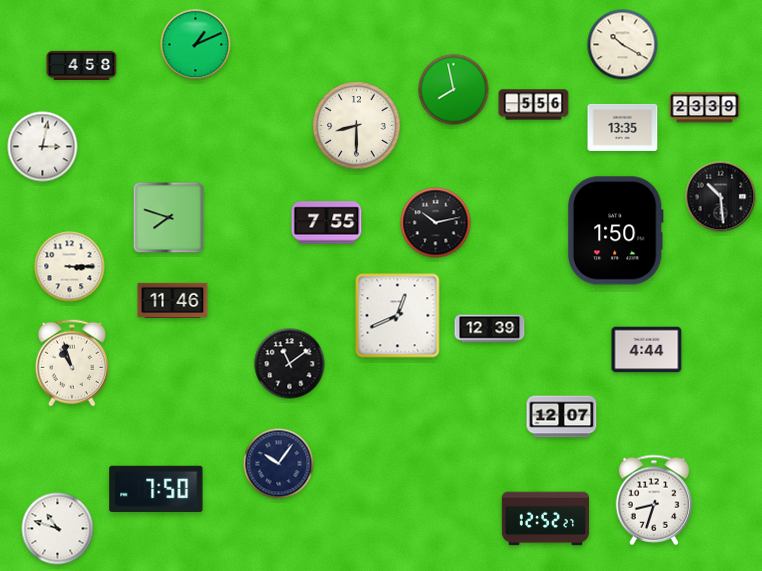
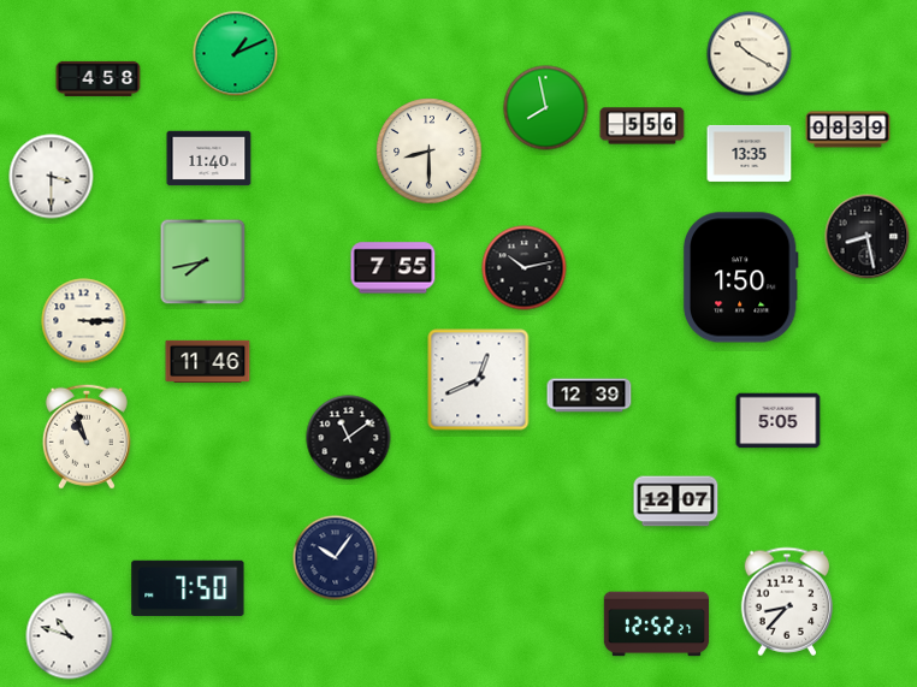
clock at (705, 108): 23:39 -> 08:39
clock at (209, 159): none -> 11:40
clock at (43, 147): 3:02 -> 3:30
clock at (721, 197): 10:29 -> 8:28
clock at (169, 218): 7:48 -> 7:43
clock at (647, 350): 4:44 -> 5:05
clock at (654, 500): 8:33 -> 8:37
